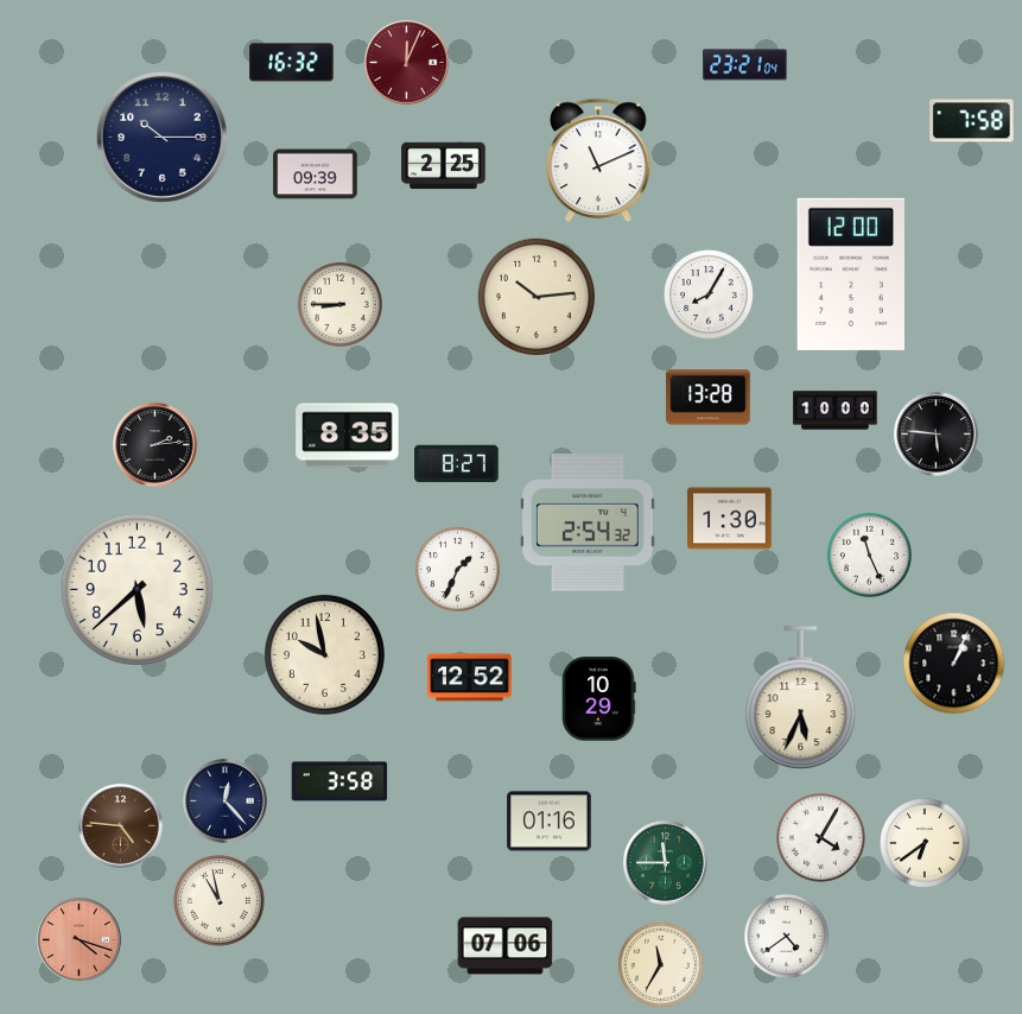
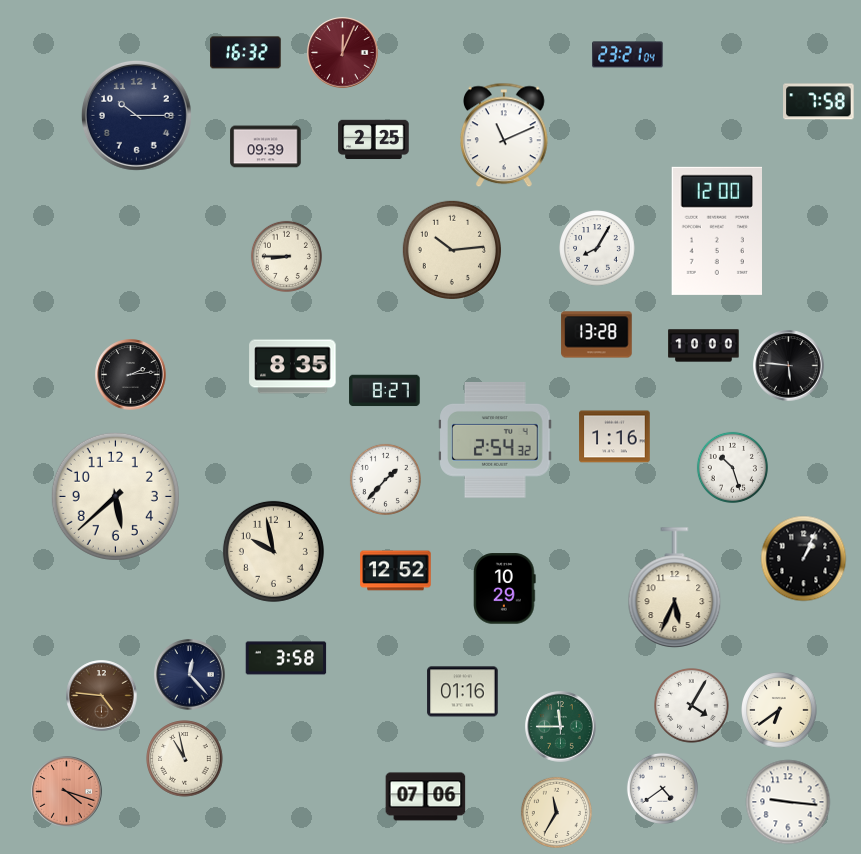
clock at (730, 519): 1:30 -> 1:16
clock at (869, 554): 11:26 -> 10:27
clock at (457, 569): 1:34 -> 1:37
clock at (788, 802): none -> 9:16
